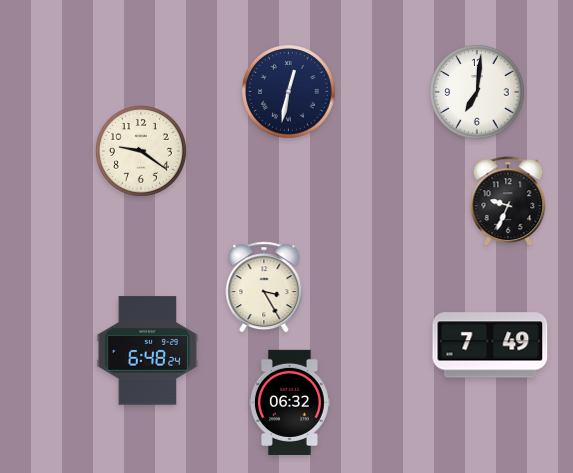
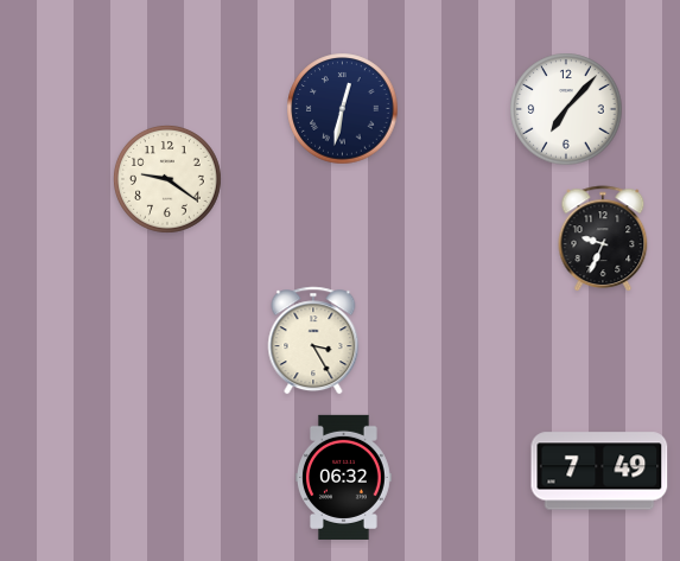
clock at (477, 92): 7:01 -> 7:07
clock at (490, 345) position: (490, 345) -> (599, 471)
clock at (148, 351): 6:48 -> none
